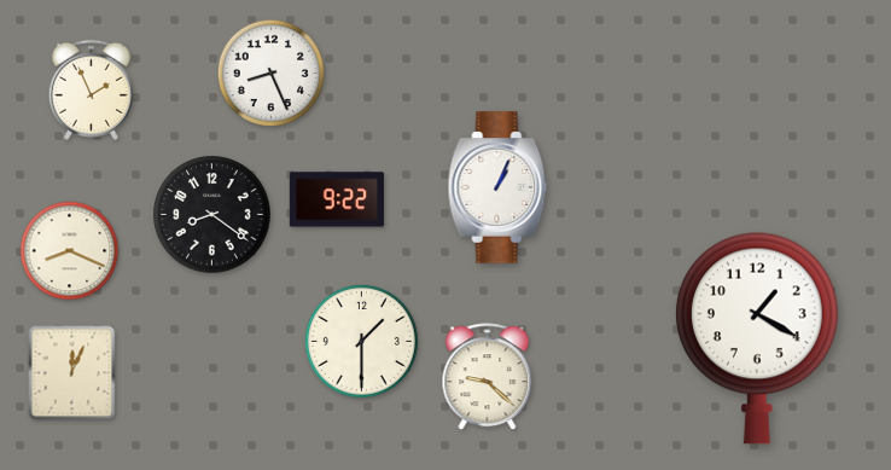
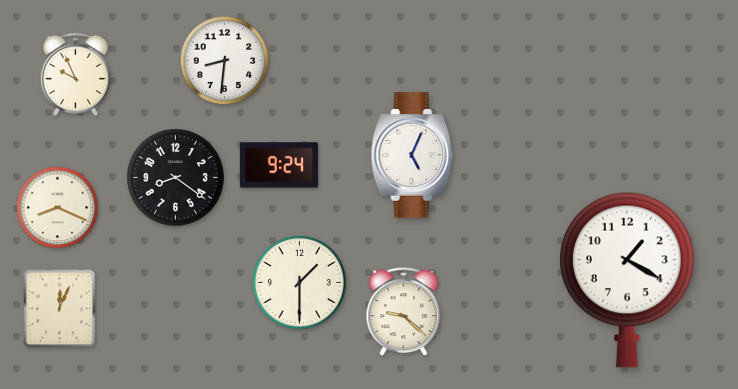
clock at (272, 74): 8:26 -> 8:31
clock at (91, 89): 1:56 -> 9:56
clock at (497, 187): 1:04 -> 5:04
clock at (337, 199): 9:22 -> 9:24
